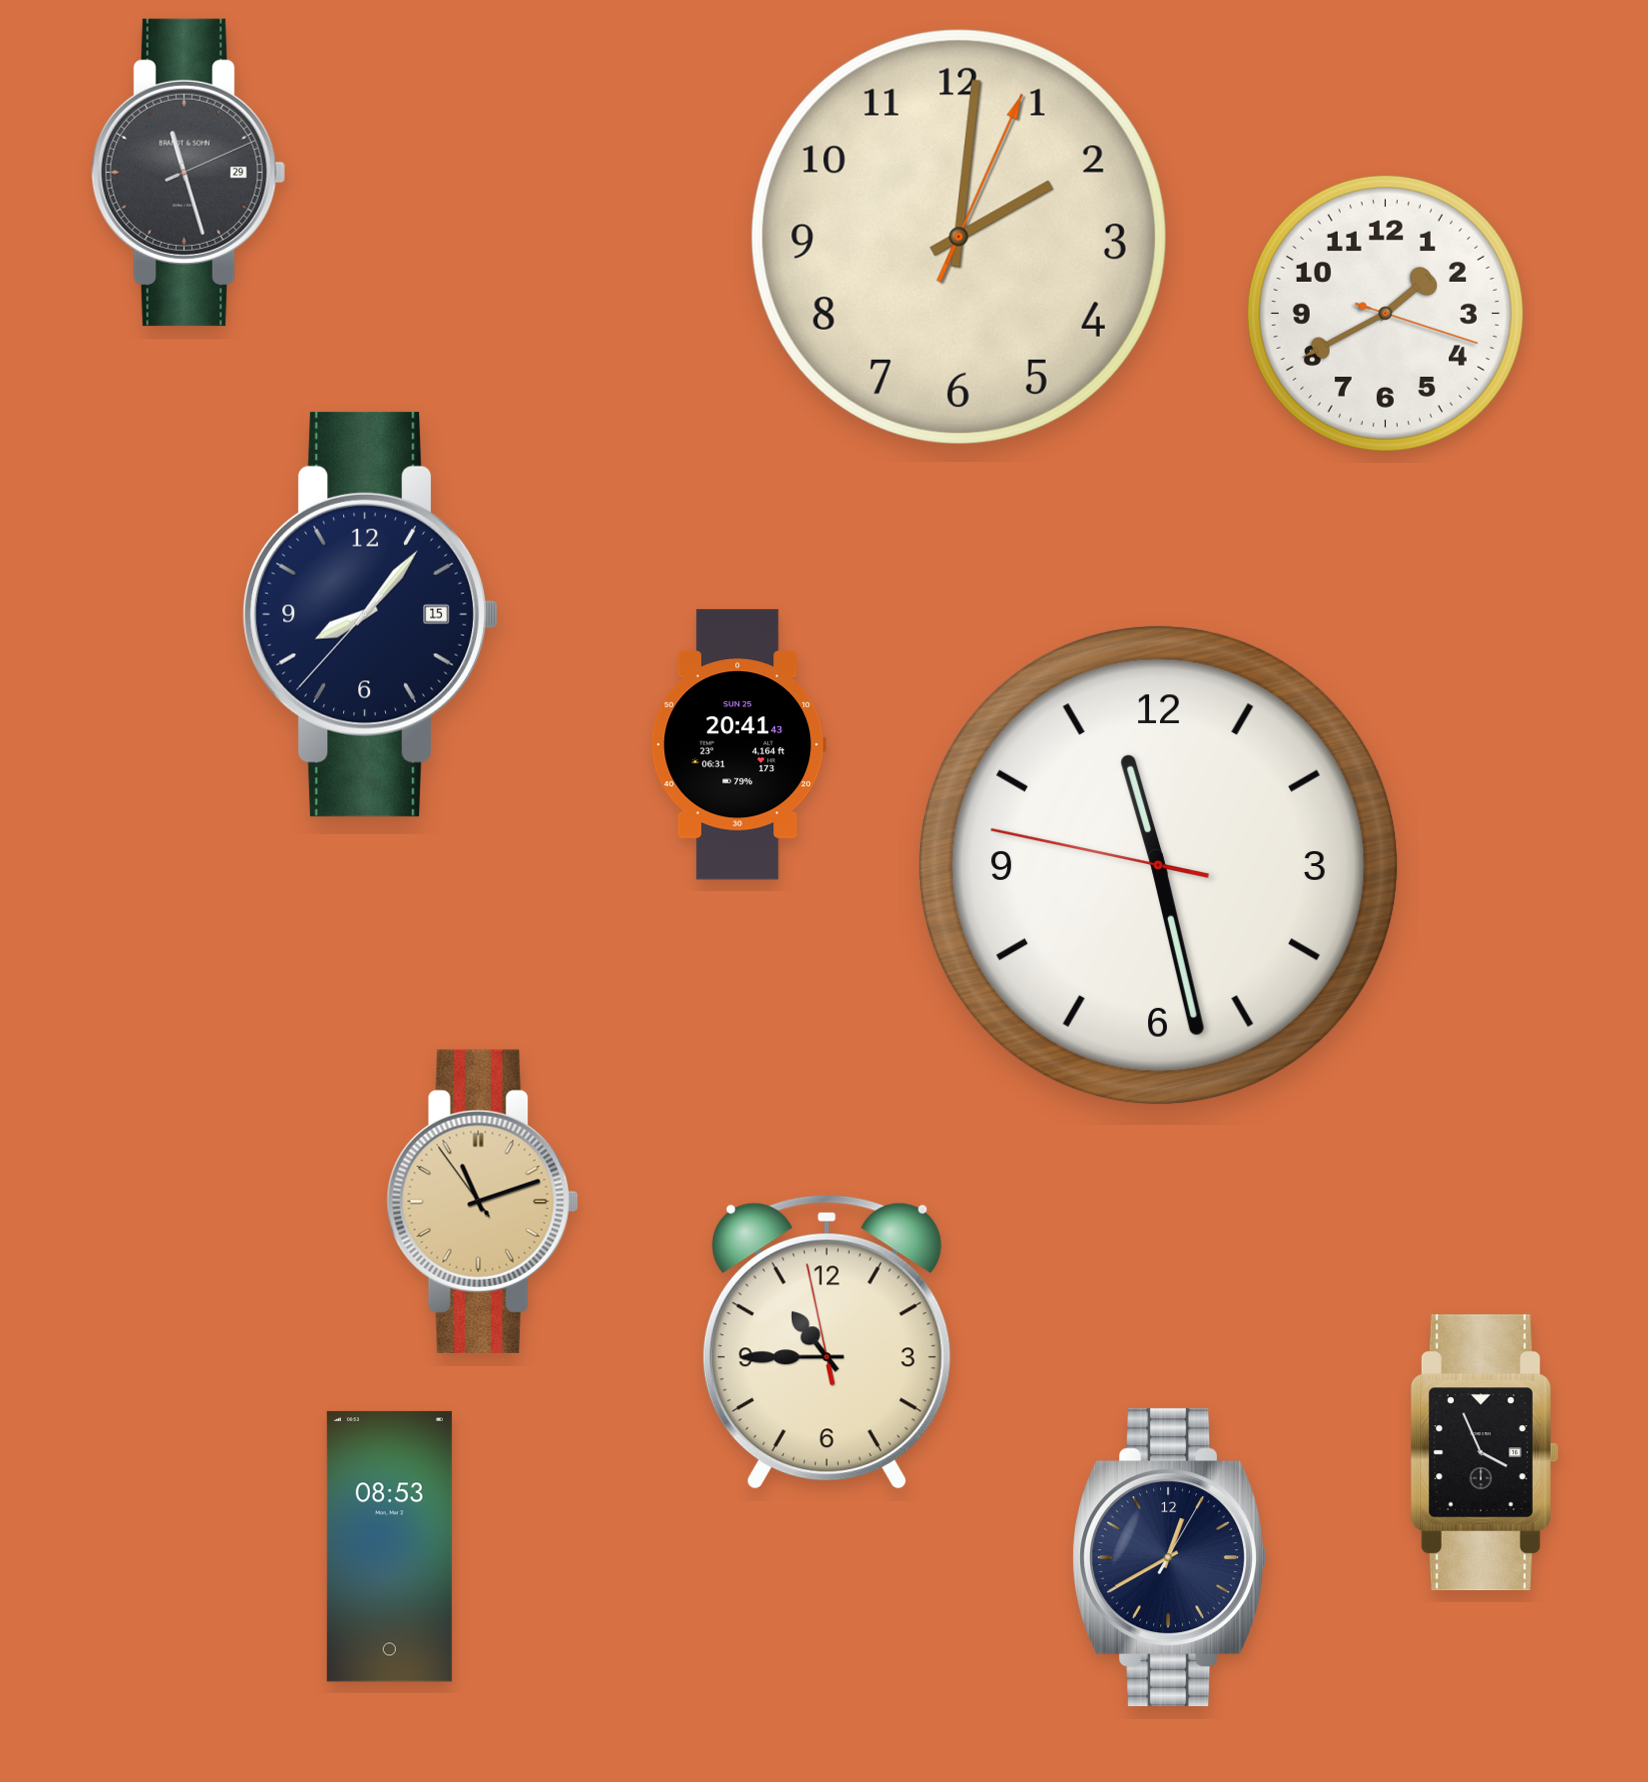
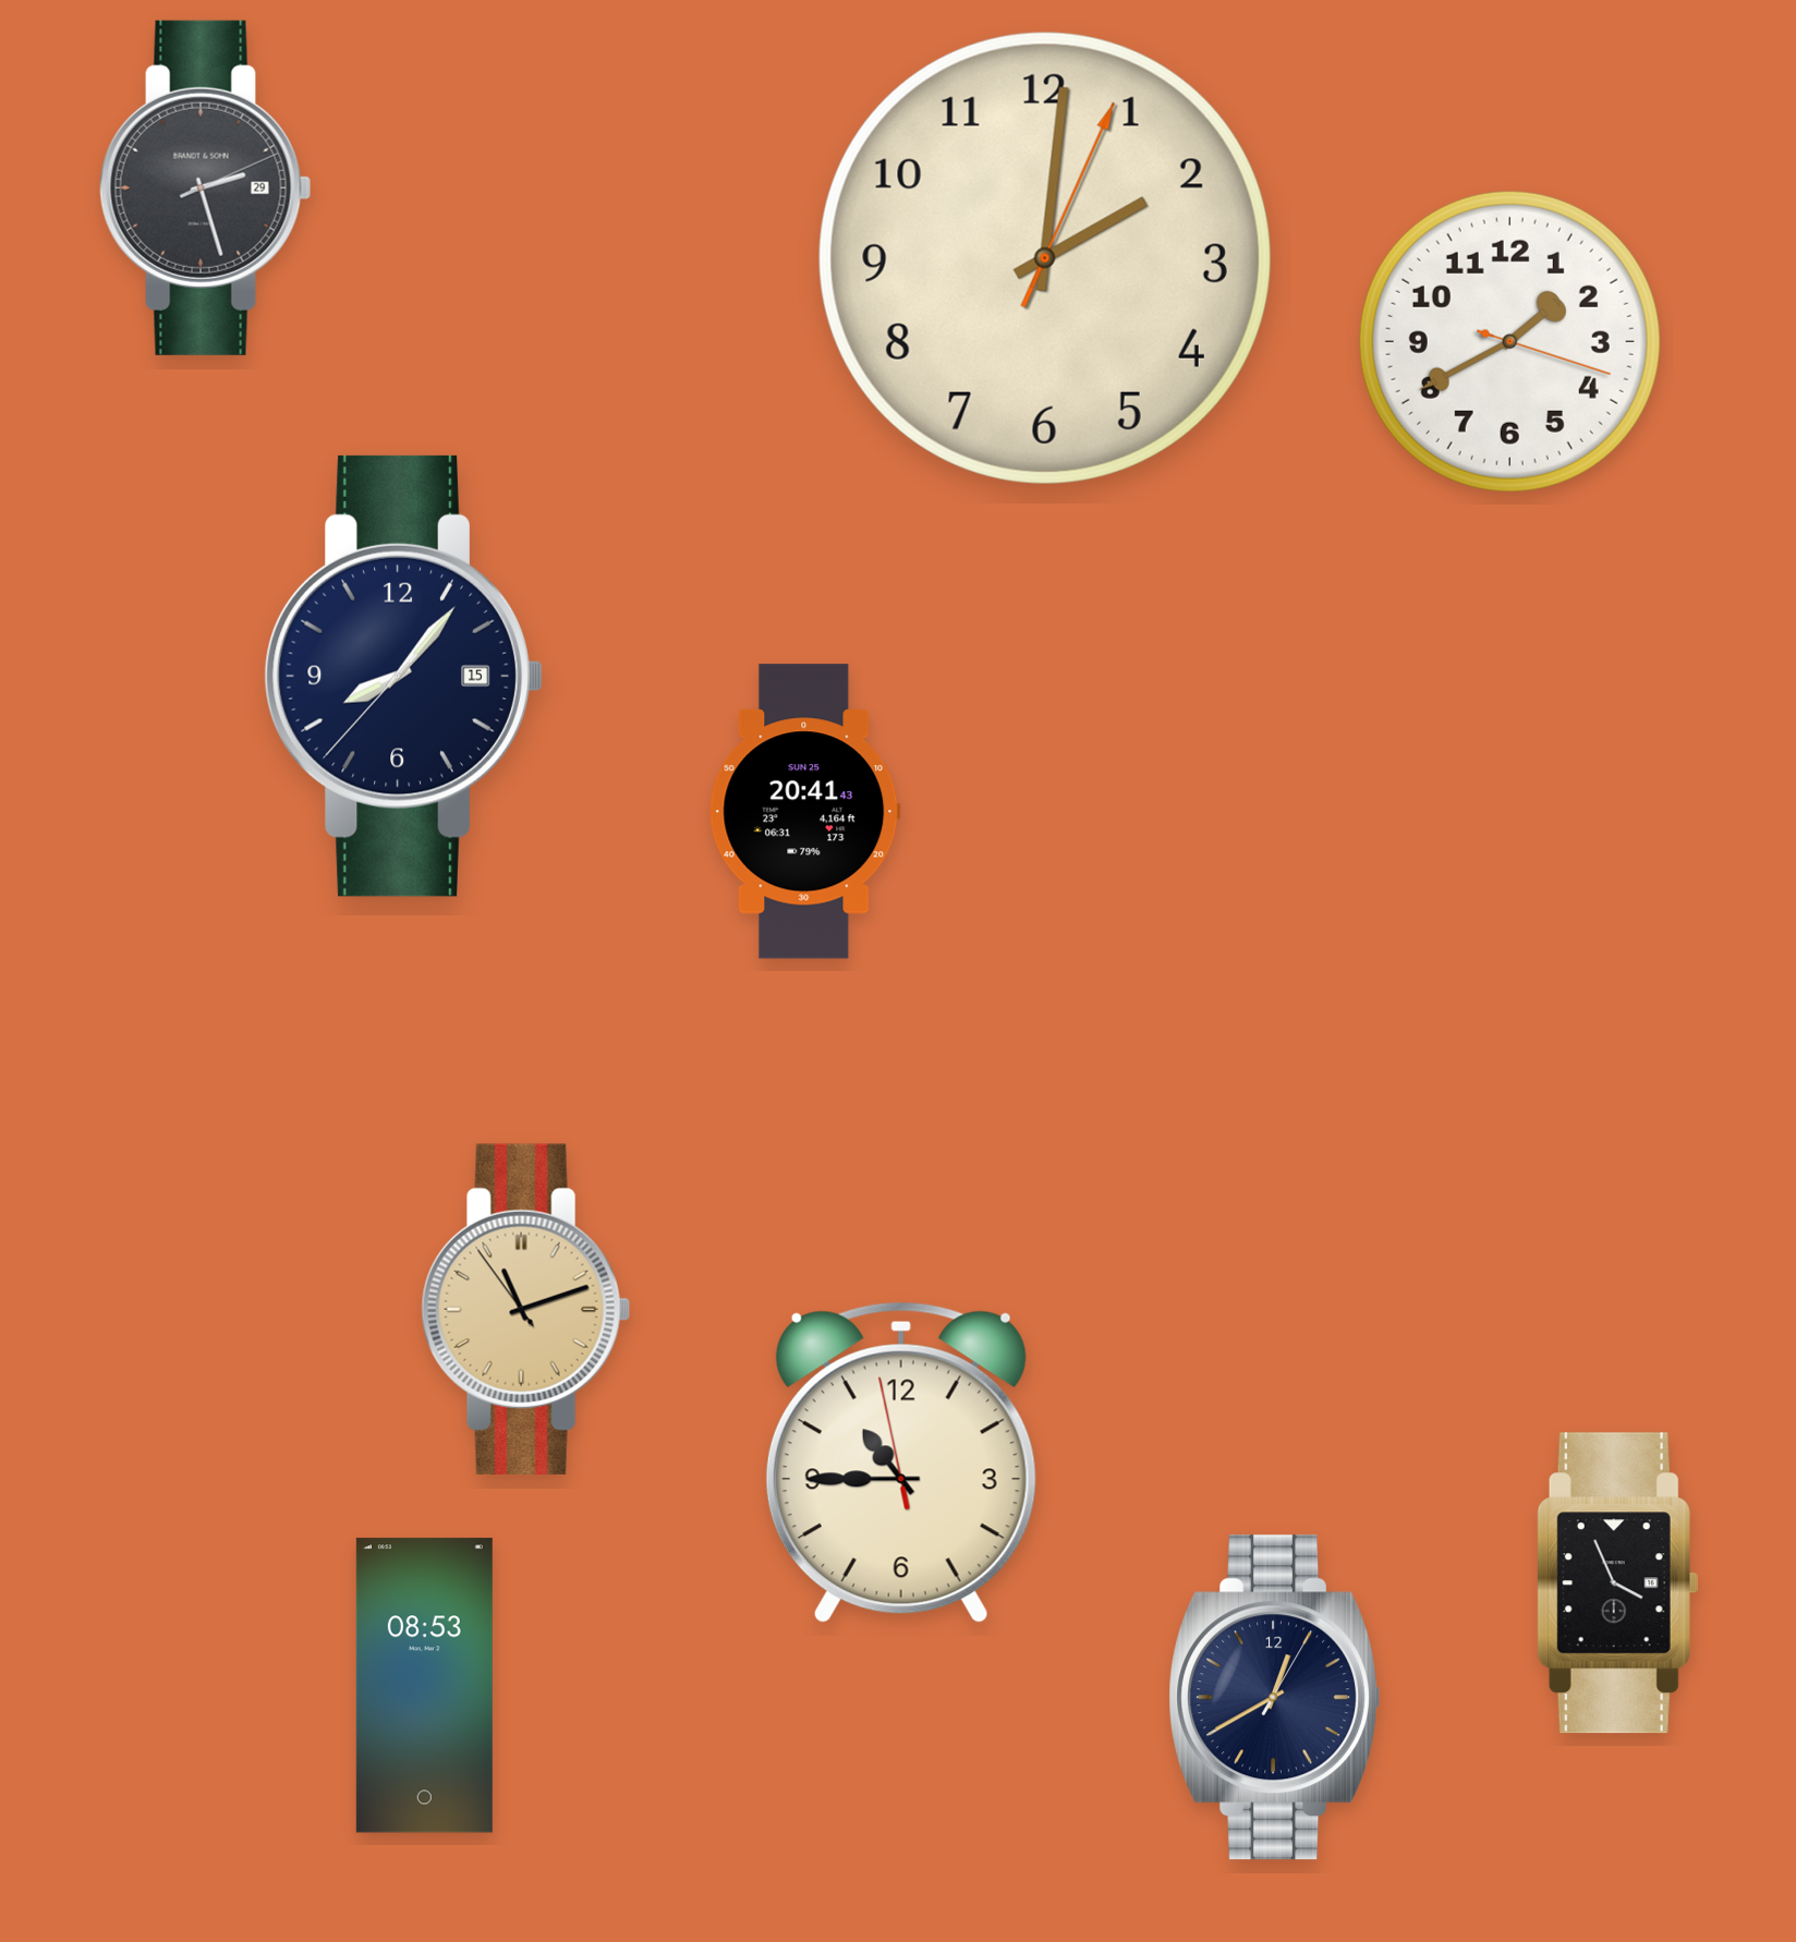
clock at (189, 172): 11:27 -> 2:27
clock at (370, 614) position: (370, 614) -> (403, 676)
clock at (1158, 865): 11:27 -> none
